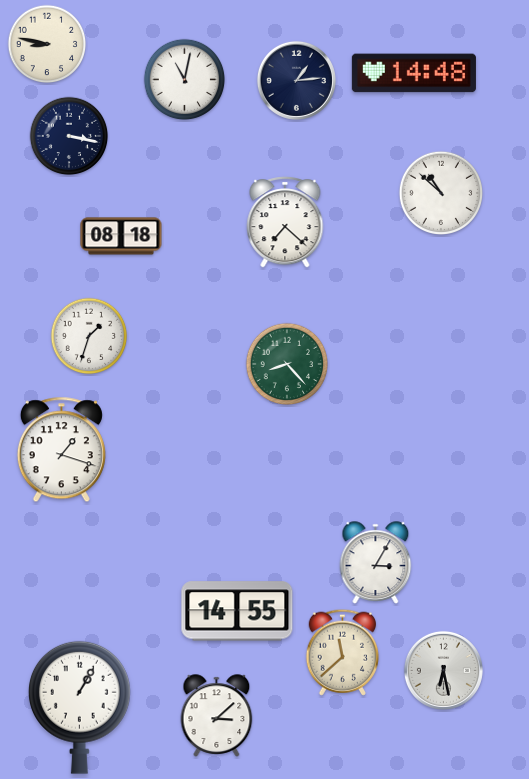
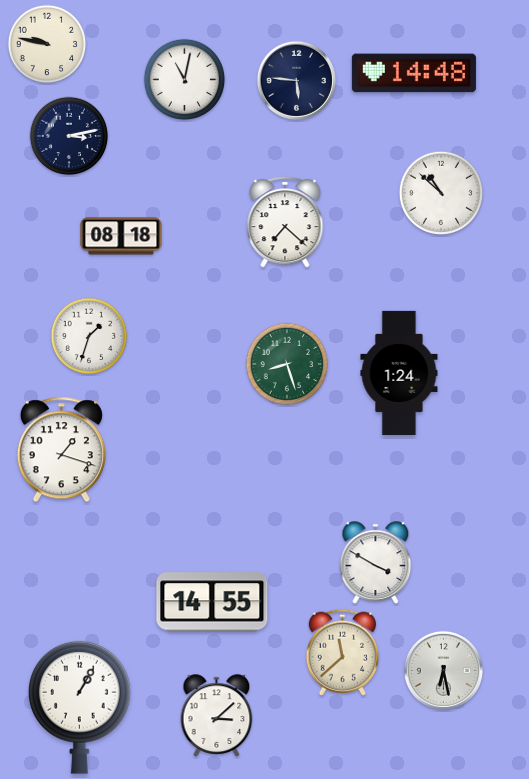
clock at (47, 44): 8:47 -> 9:47
clock at (296, 80): 1:14 -> 5:46
clock at (69, 136): 3:17 -> 3:13
clock at (287, 364): 8:23 -> 8:27
clock at (399, 373): none -> 1:24
clock at (376, 563): 3:05 -> 3:50
clock at (237, 611) position: (237, 611) -> (212, 602)
